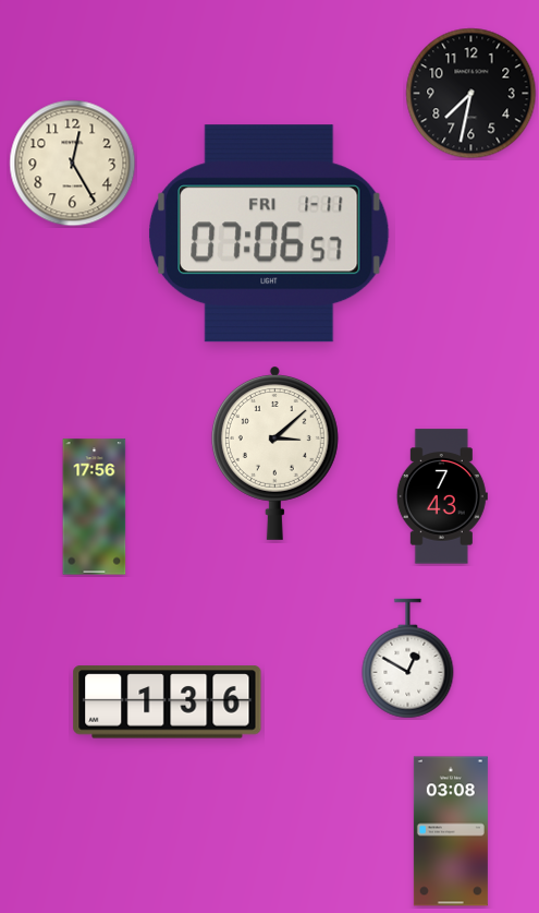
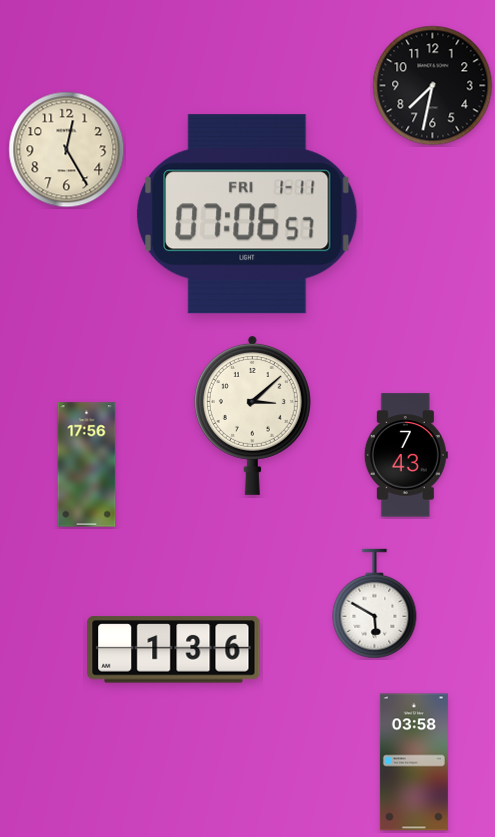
clock at (408, 659): 12:50 -> 5:50
clock at (168, 702) position: (168, 702) -> (174, 650)
clock at (451, 831): 03:08 -> 03:58
